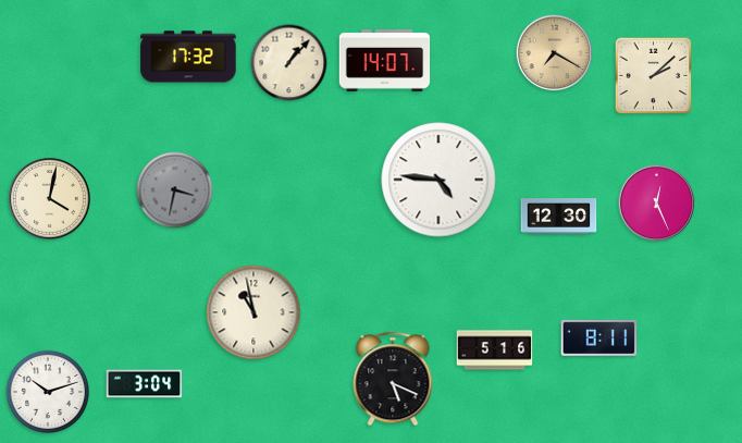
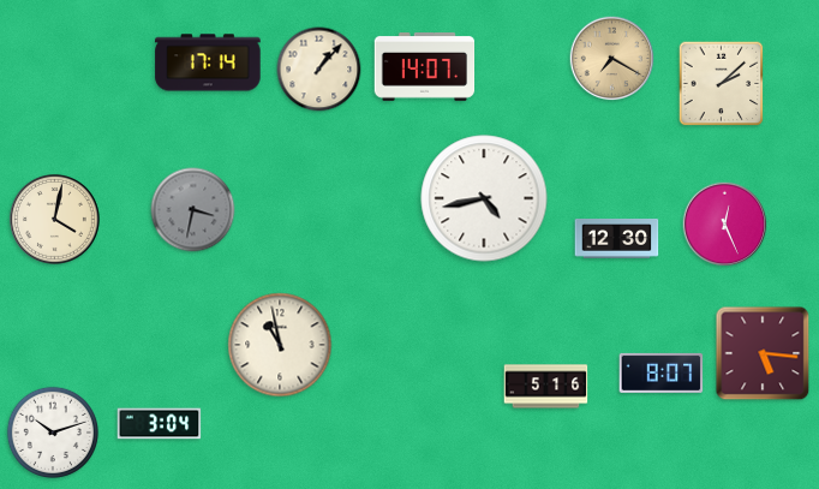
clock at (188, 57): 17:32 -> 17:14
clock at (438, 180): 4:46 -> 4:43
clock at (763, 353): none -> 5:16
clock at (599, 337): 8:11 -> 8:07
clock at (393, 379): 5:19 -> none
